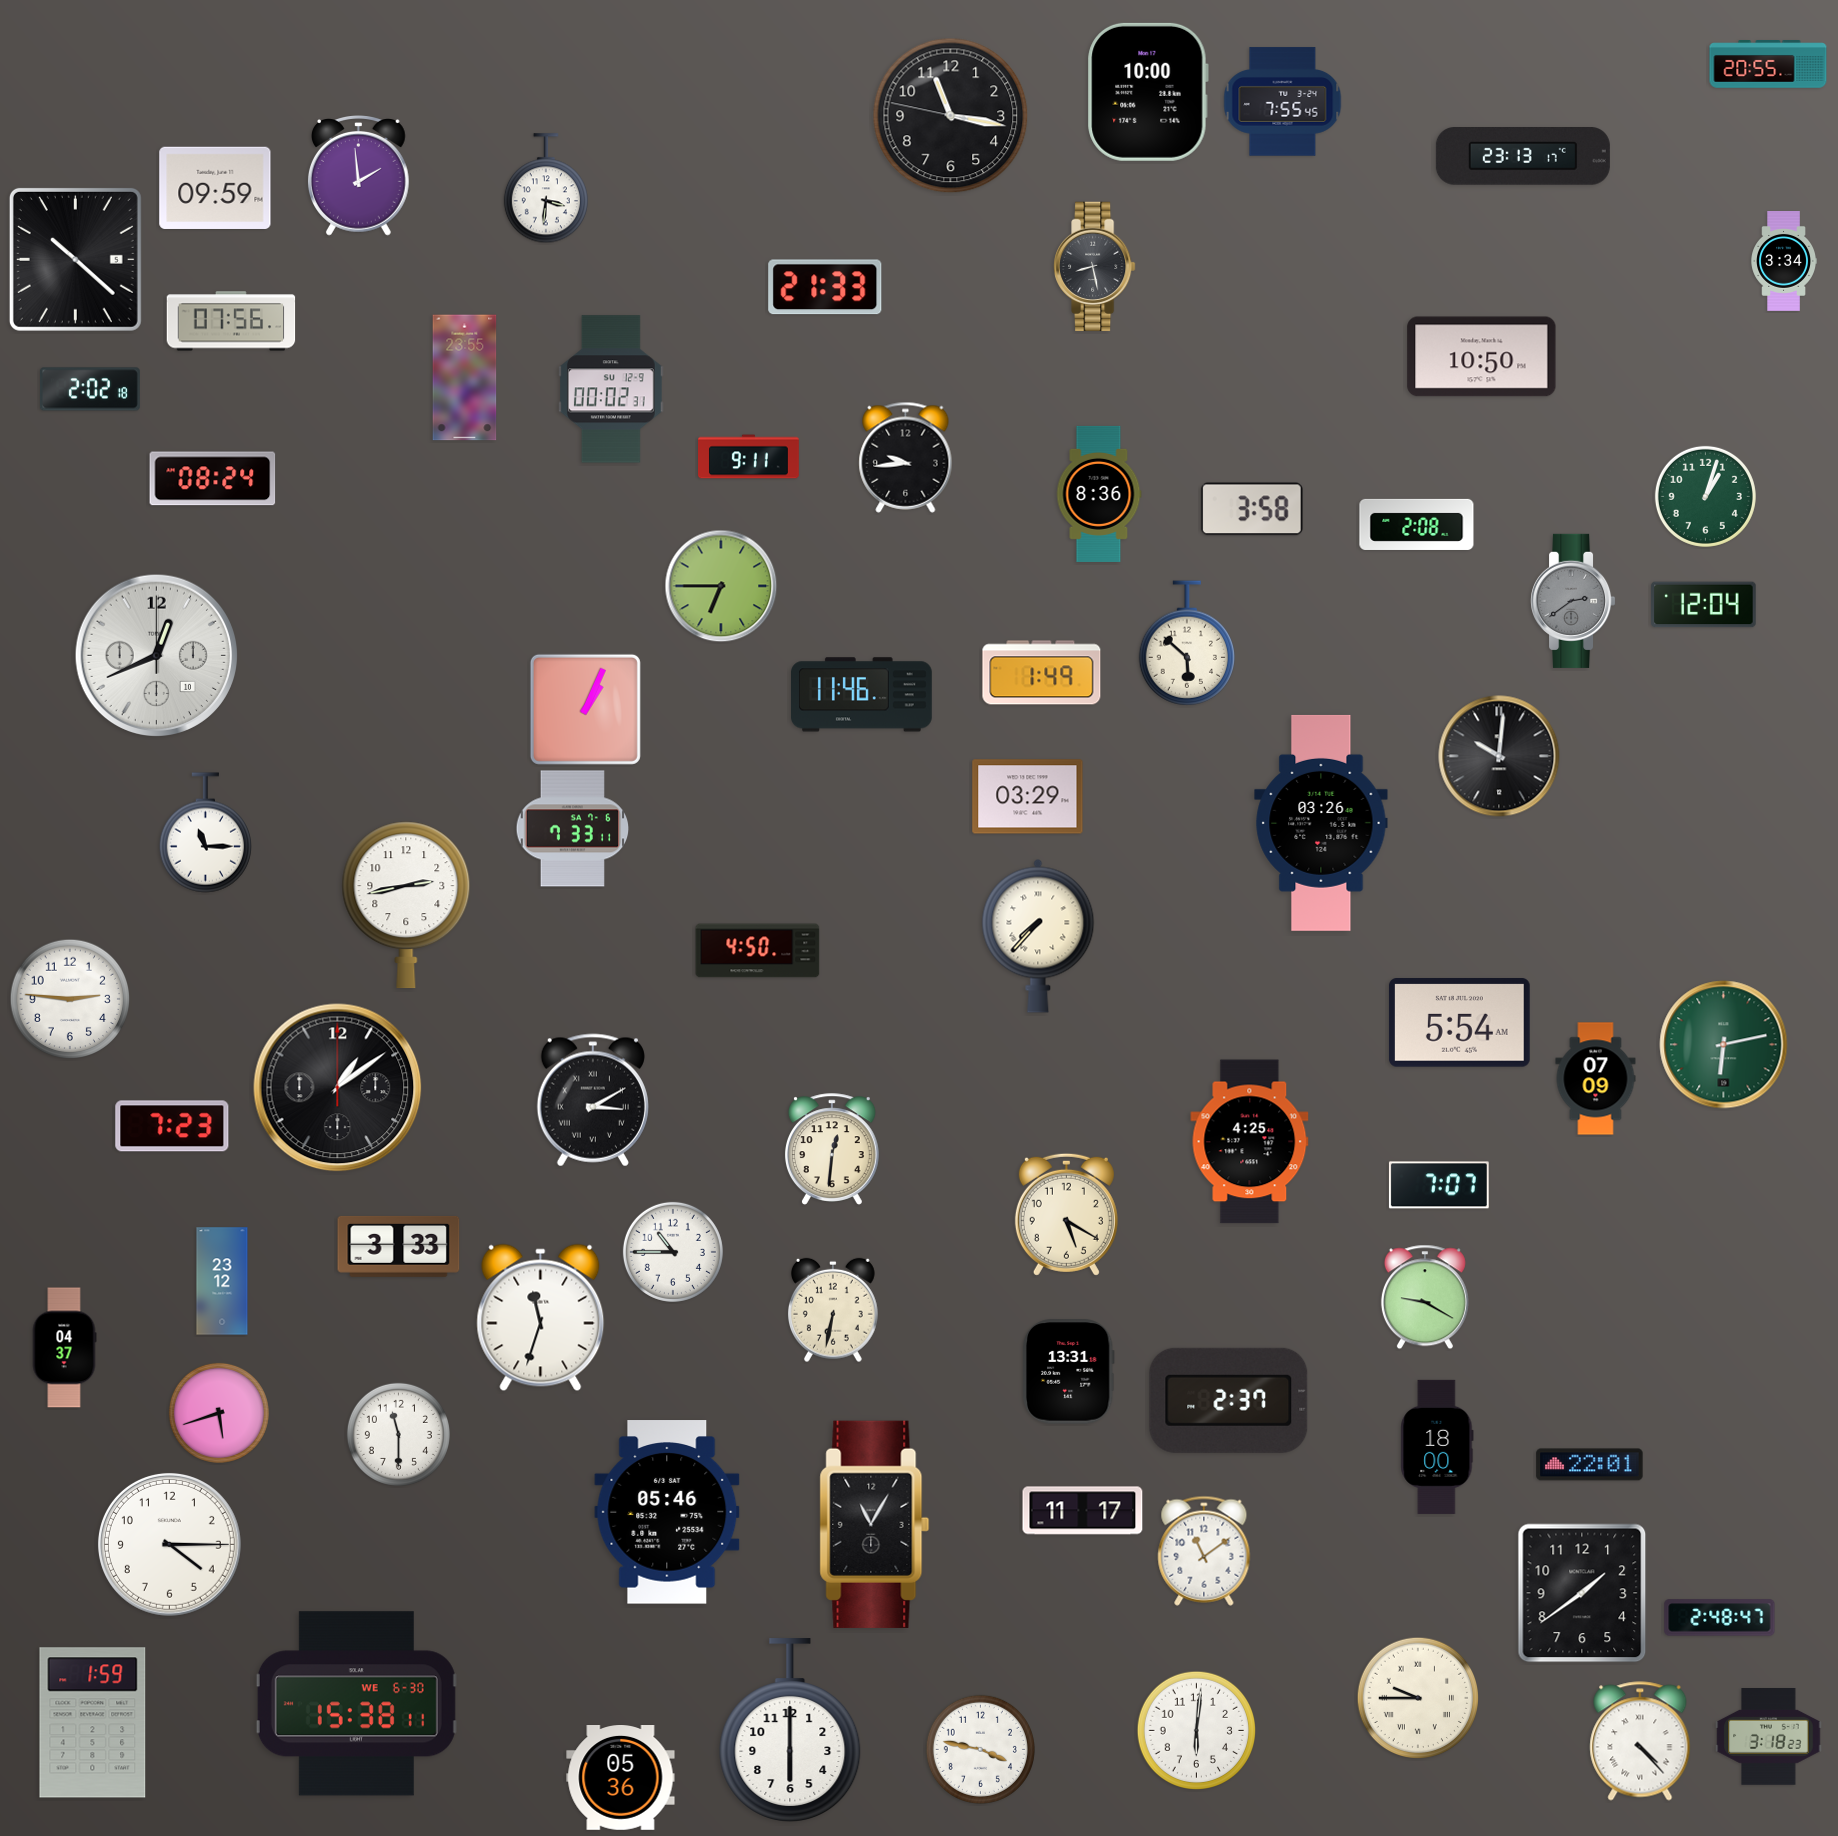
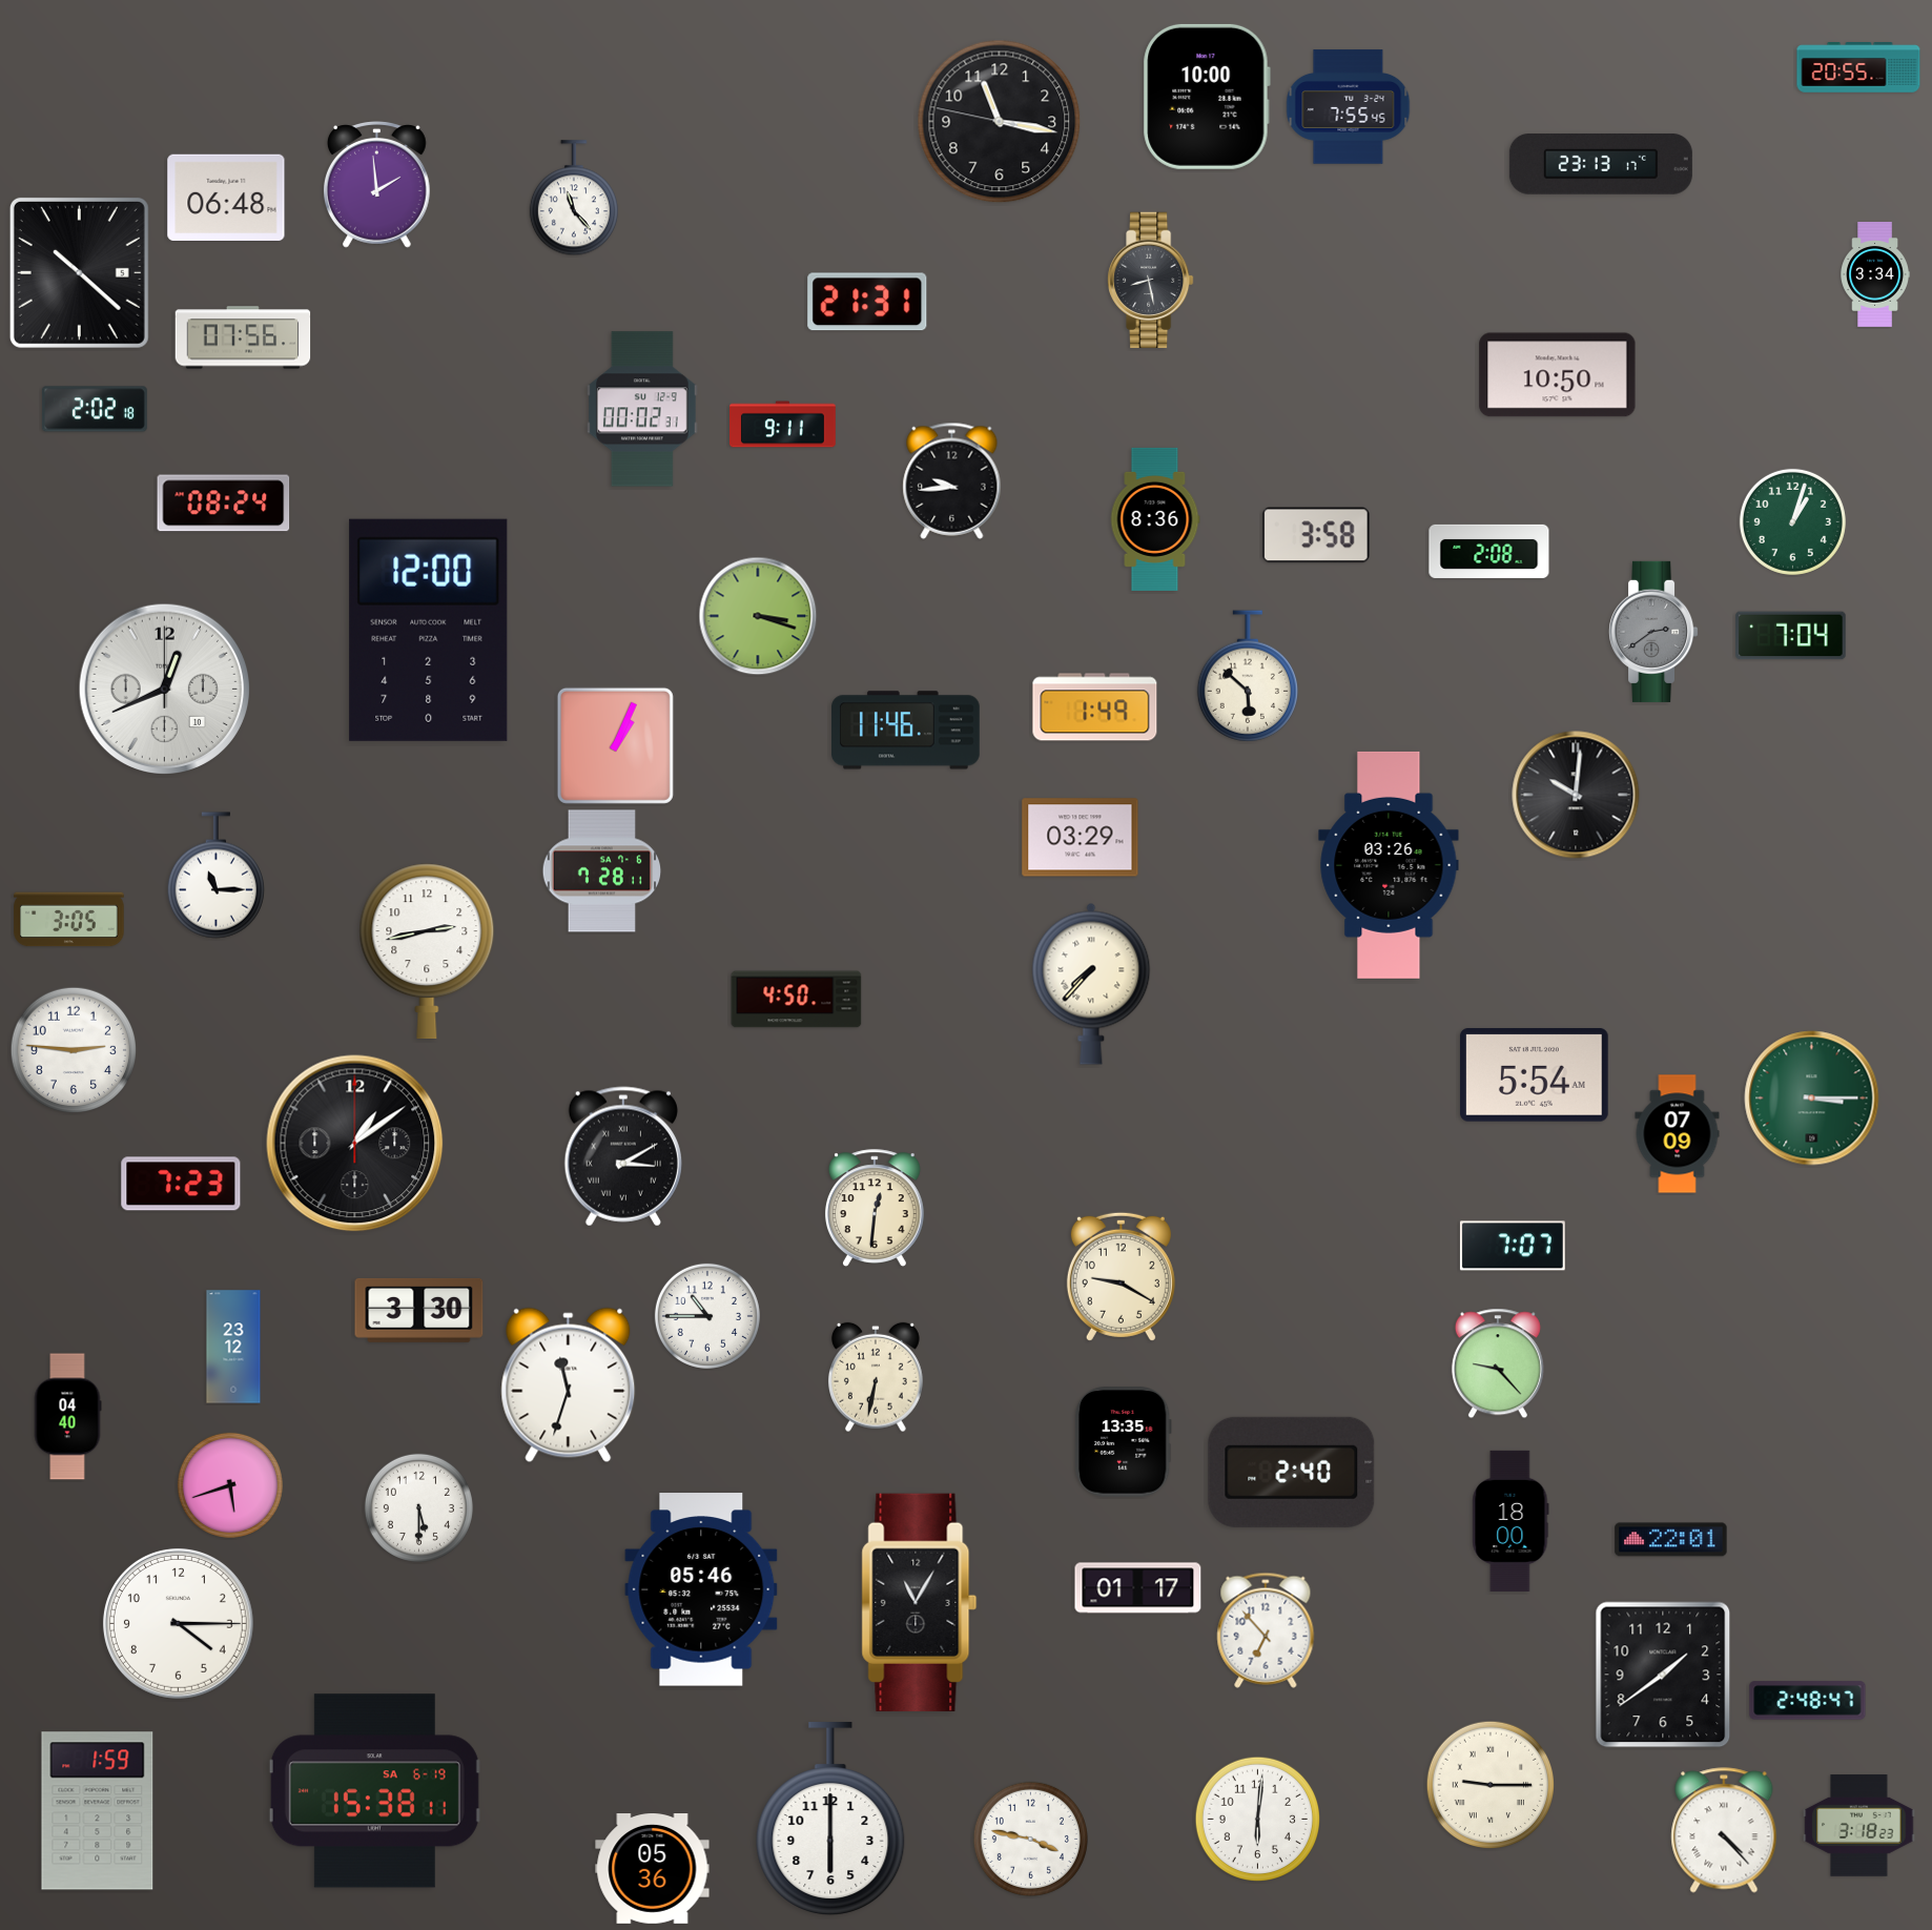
clock at (215, 187): 09:59 -> 06:48
clock at (546, 189): 3:31 -> 11:23
clock at (825, 287): 21:33 -> 21:31
clock at (465, 378): 23:55 -> none
clock at (749, 457) position: (749, 457) -> (783, 425)
clock at (721, 586): 6:45 -> 3:18
clock at (429, 630): none -> 12:00
clock at (1704, 605): 12:04 -> 7:04
clock at (573, 829): 7:33 -> 7:28
clock at (69, 920): none -> 3:05
clock at (1724, 1045): 6:13 -> 3:15
clock at (1250, 1142): 4:25 -> none
clock at (1066, 1214): 5:20 -> 9:20
clock at (399, 1246): 3:33 -> 3:30
clock at (1425, 1297): 9:20 -> 9:23
clock at (64, 1348): 04:37 -> 04:40
clock at (1068, 1372): 13:31 -> 13:35
clock at (1229, 1400): 2:37 -> 2:40
clock at (398, 1434): 11:30 -> 5:30
clock at (1083, 1511): 11:17 -> 01:17
clock at (1204, 1551): 11:09 -> 6:53
clock at (1417, 1697): 9:45 -> 9:15
clock at (356, 1704) date: WE 6-30 -> SA 6-19
